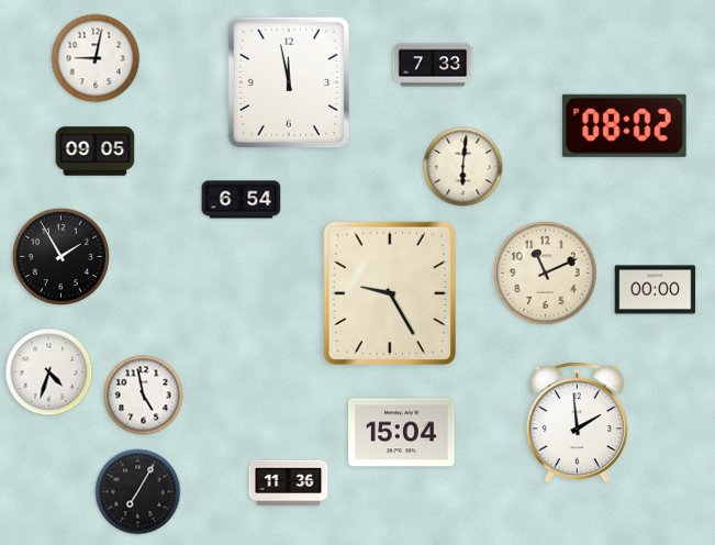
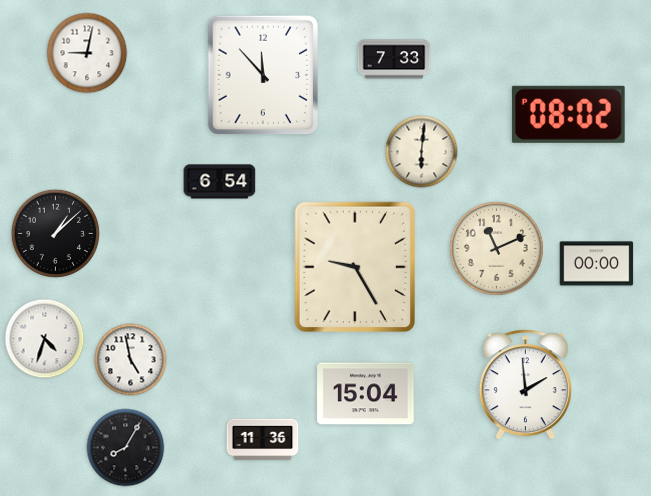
clock at (289, 82): 11:58 -> 11:53
clock at (96, 152): 09:05 -> none
clock at (60, 256): 1:55 -> 1:08
clock at (138, 492): 7:05 -> 8:05
